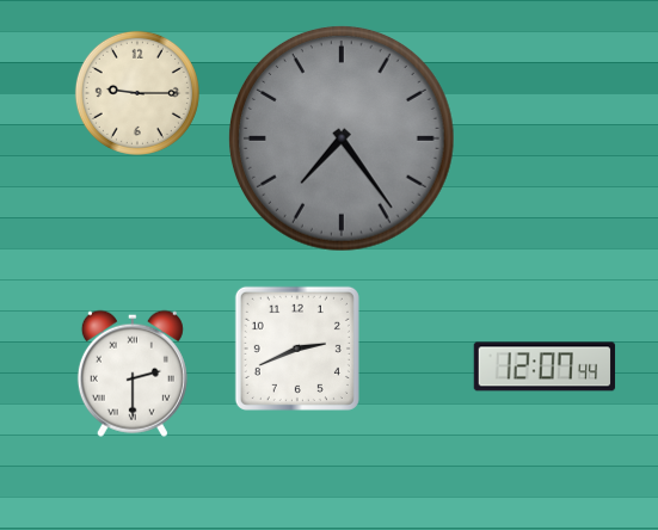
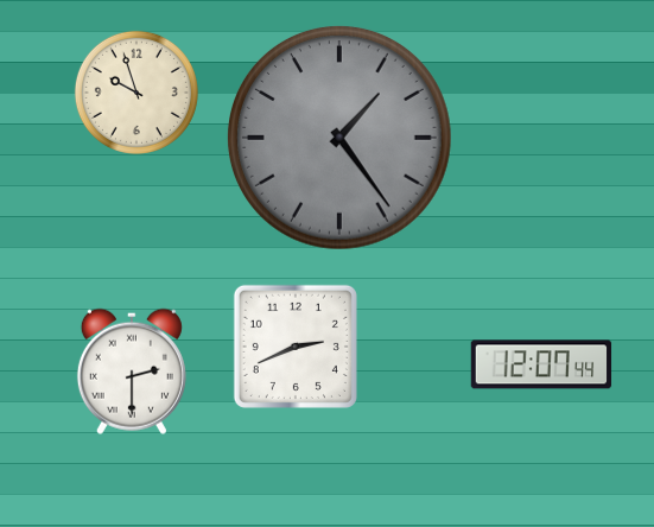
clock at (137, 93): 9:15 -> 9:57
clock at (342, 138): 7:24 -> 1:24
